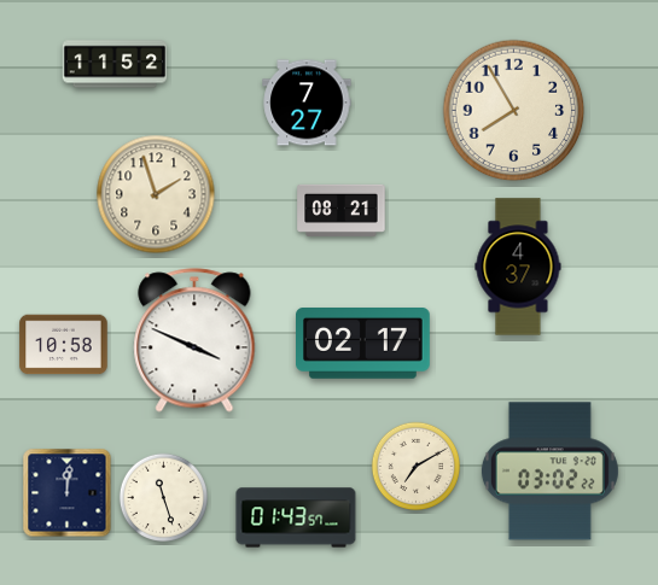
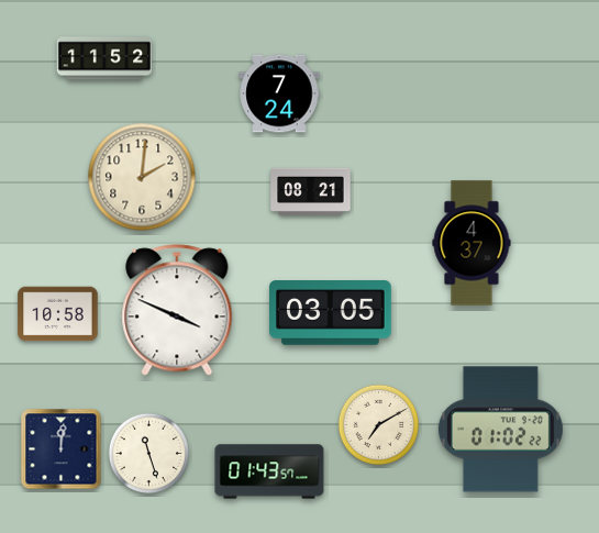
clock at (307, 103): 7:27 -> 7:24
clock at (514, 111): 7:55 -> none
clock at (156, 194): 1:57 -> 2:01
clock at (363, 344): 02:17 -> 03:05
clock at (549, 472): 03:02 -> 01:02
